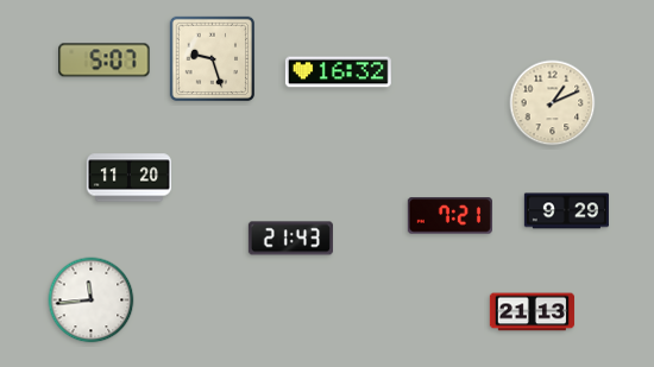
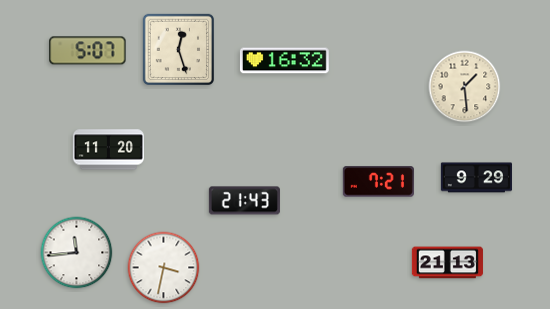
clock at (213, 59): 9:27 -> 12:27
clock at (553, 103): 1:11 -> 1:29
clock at (164, 268): none -> 3:32
